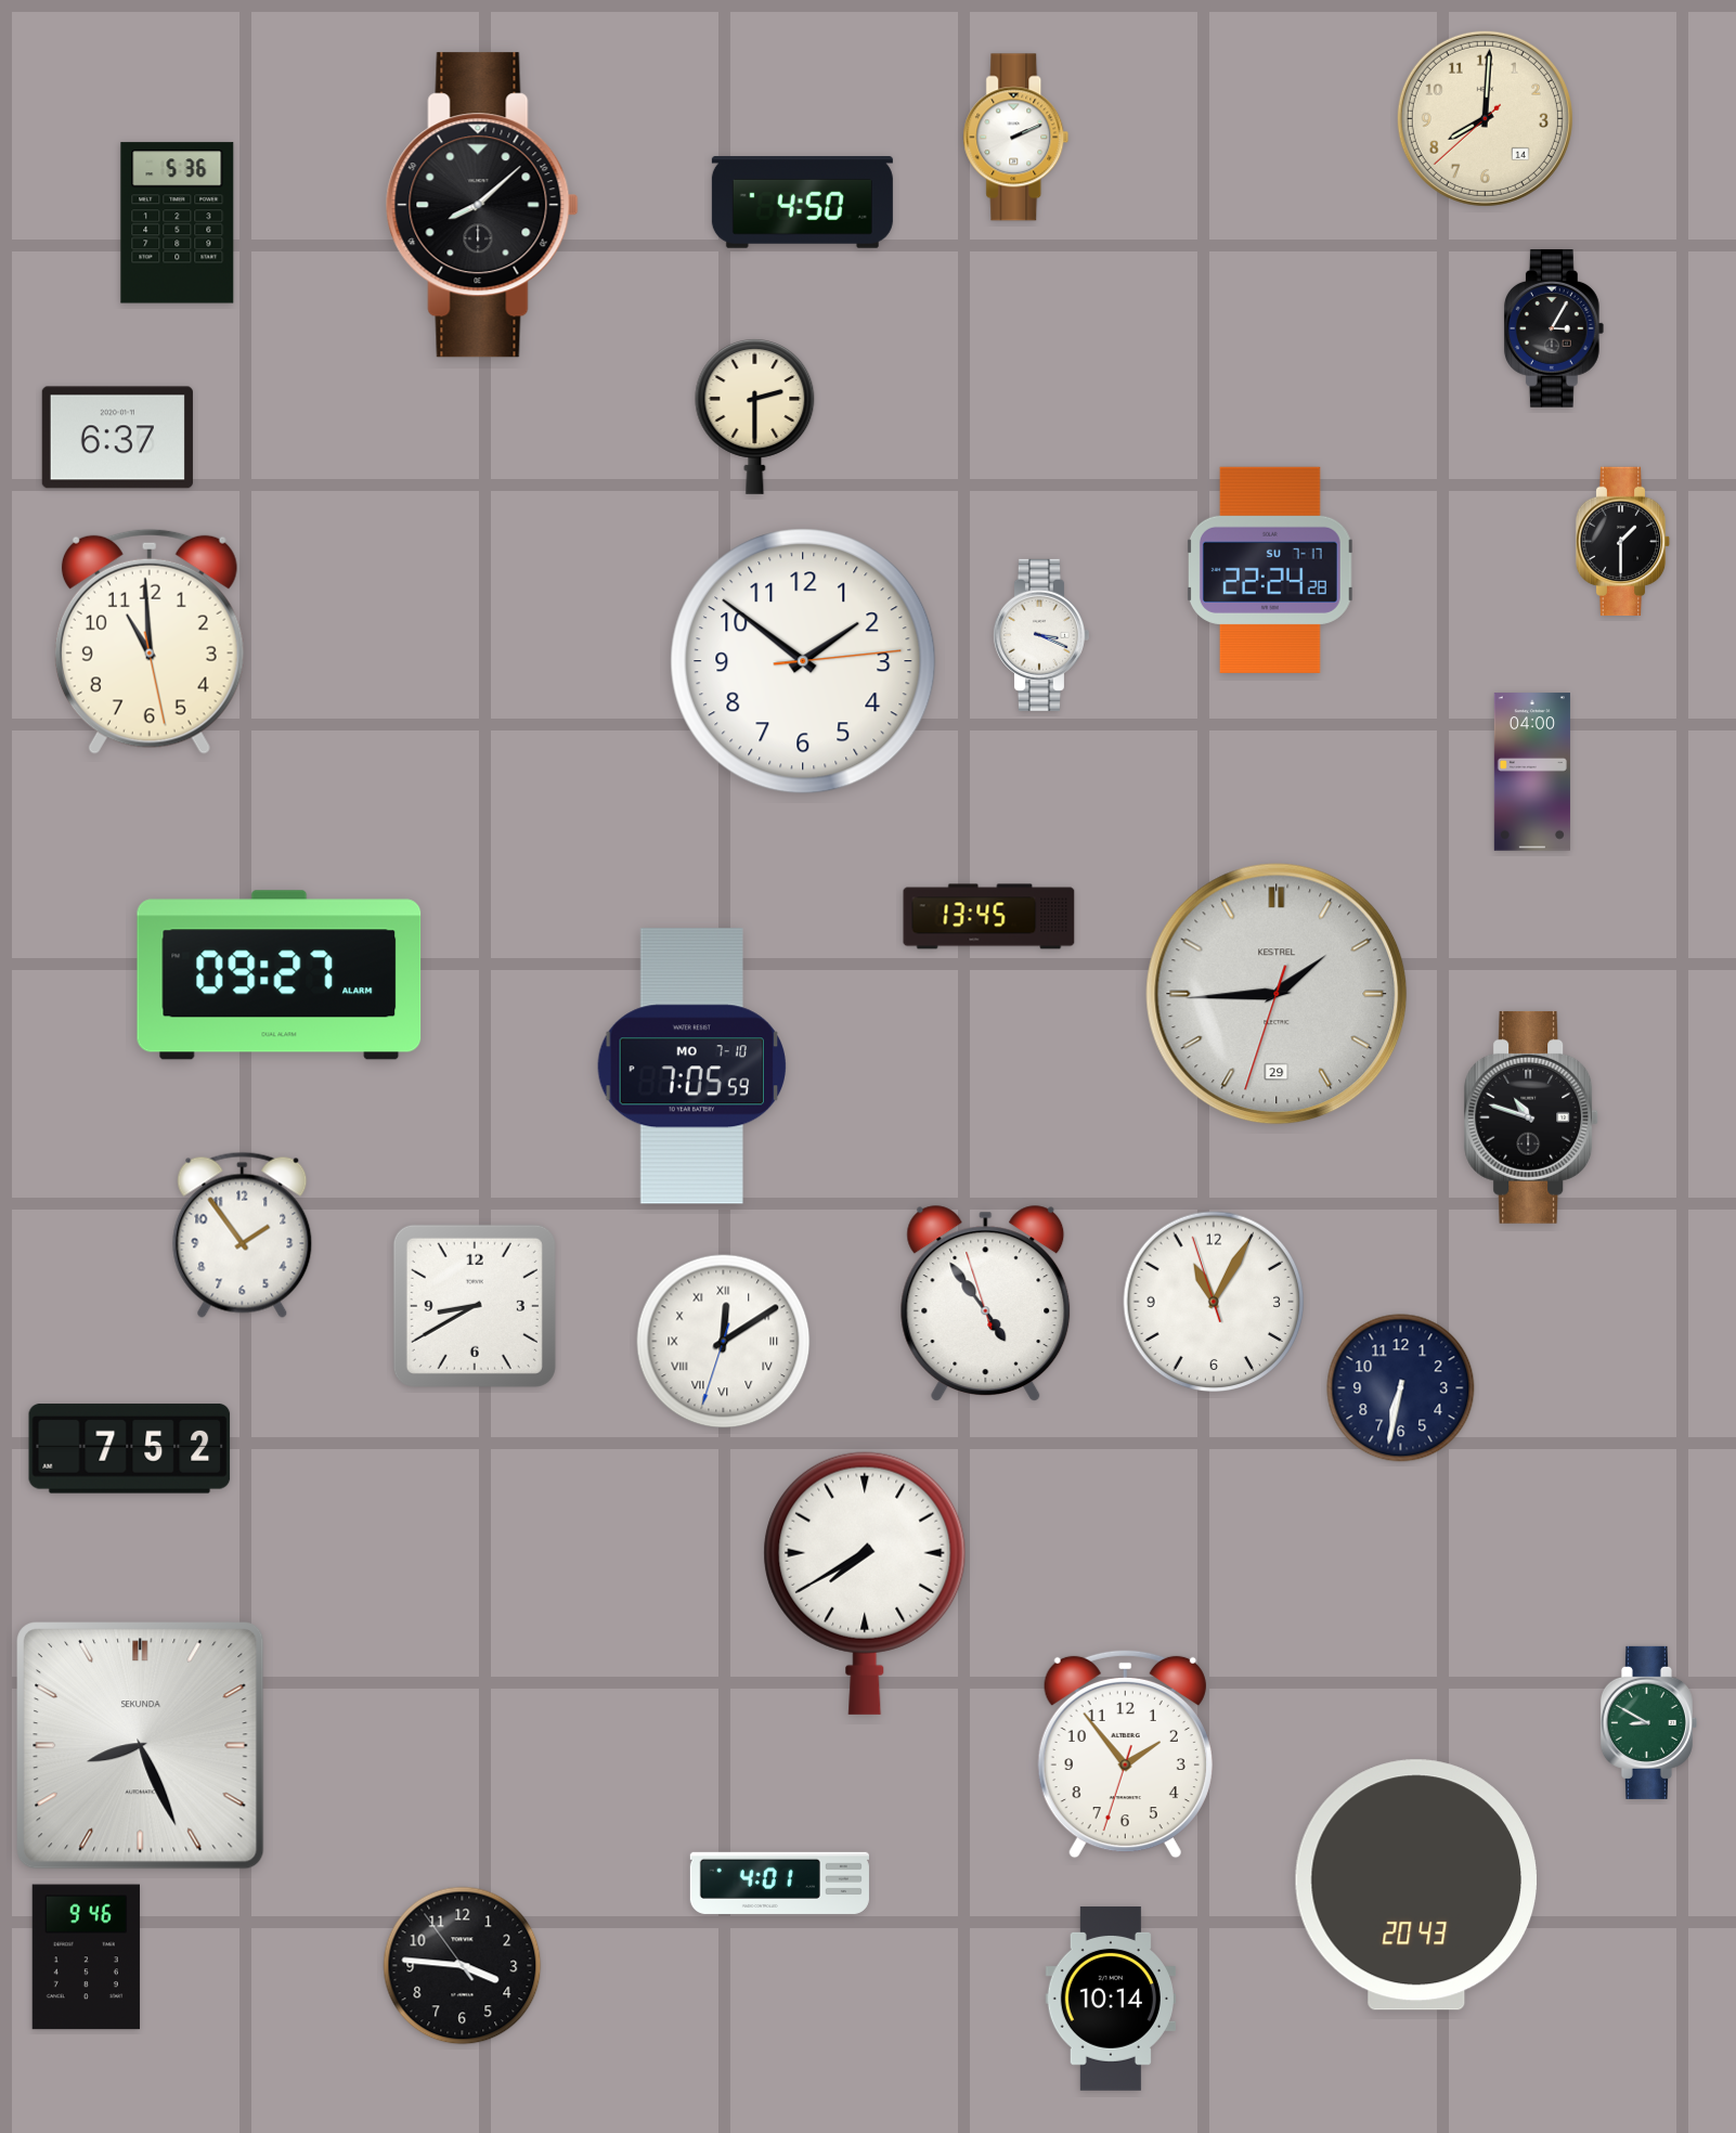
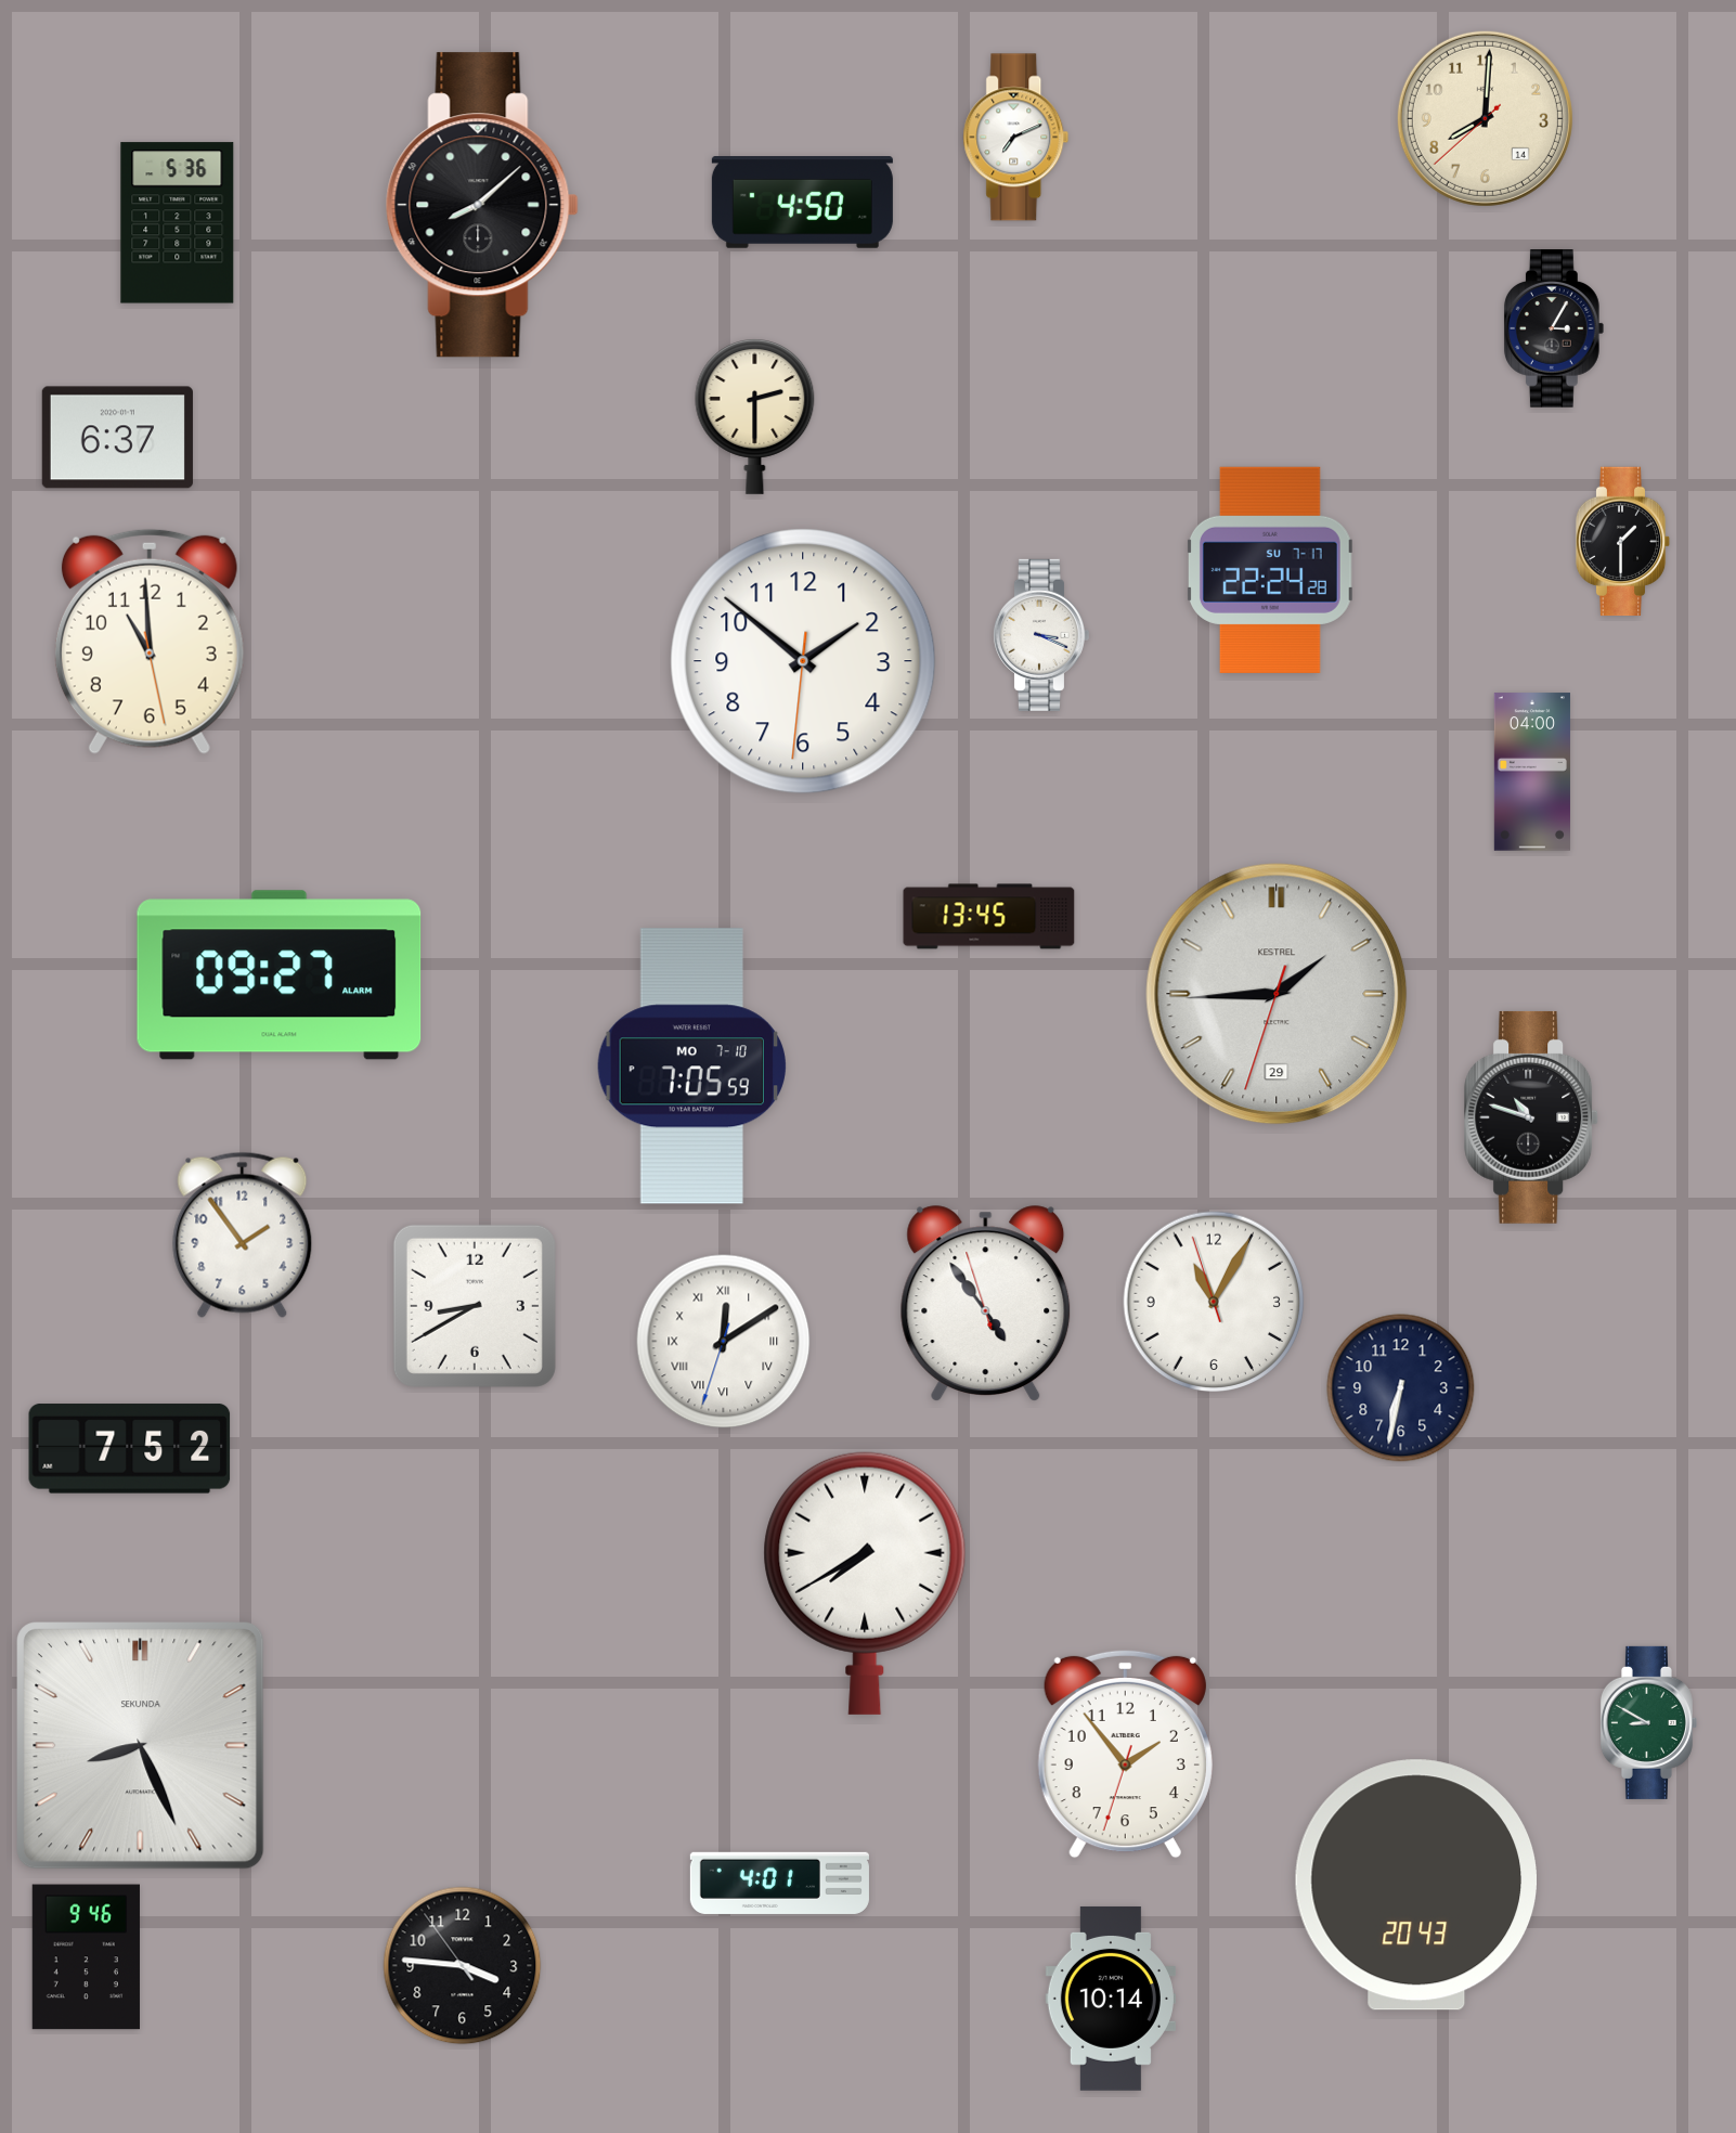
clock at (1016, 138): 2:11 -> 7:11
clock at (803, 661): 1:51:14 -> 1:51:31
